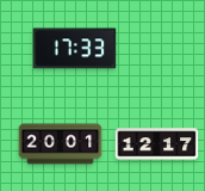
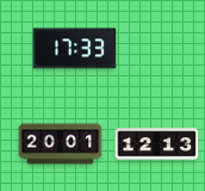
clock at (157, 144): 12:17 -> 12:13
